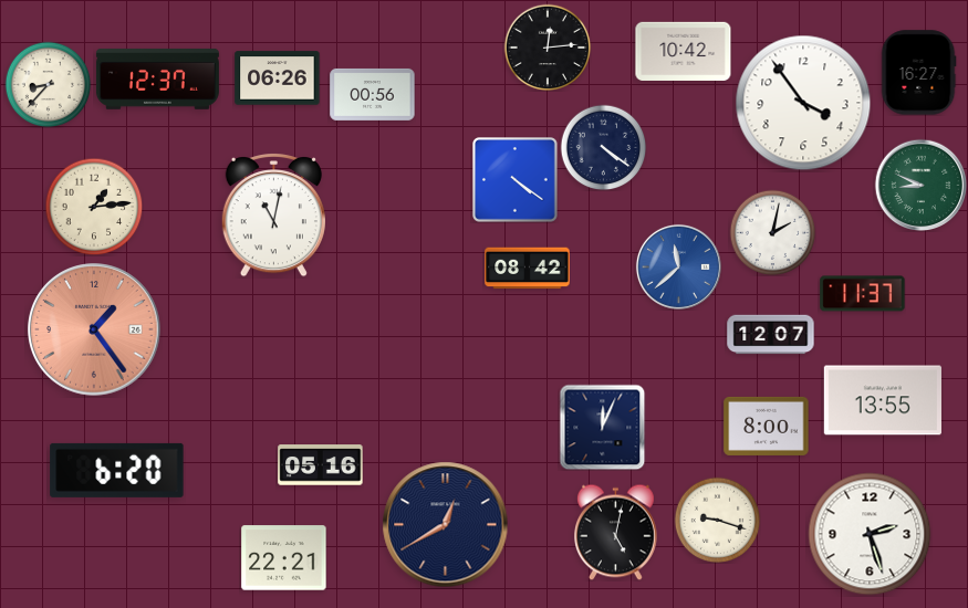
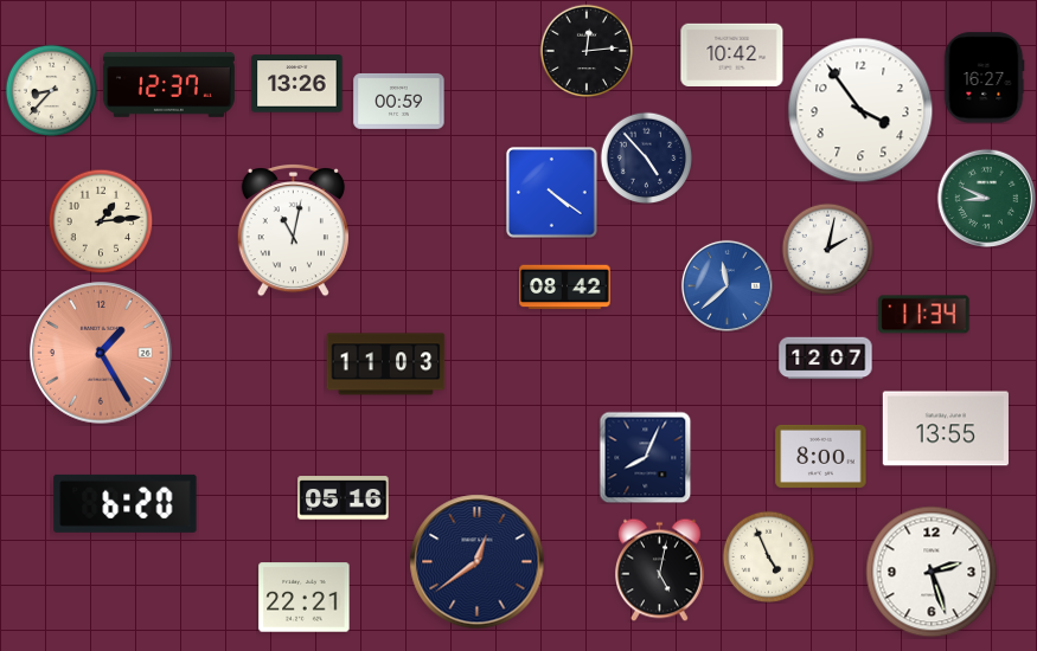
clock at (278, 78): 06:26 -> 13:26
clock at (373, 94): 00:56 -> 00:59
clock at (603, 147): 4:21 -> 4:53
clock at (863, 294): 11:37 -> 11:34
clock at (94, 329): 1:24 -> 1:25
clock at (386, 365): none -> 11:03
clock at (602, 427): 12:04 -> 8:04
clock at (717, 520): 9:18 -> 4:56
clock at (446, 525): 12:40 -> 12:39
